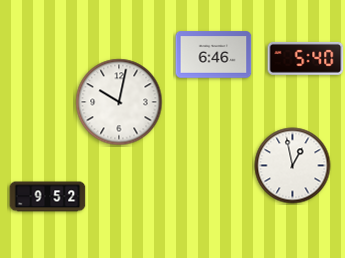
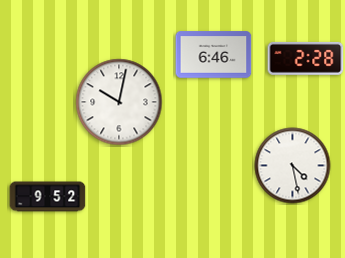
clock at (306, 58): 5:40 -> 2:28
clock at (293, 166): 12:58 -> 4:28
